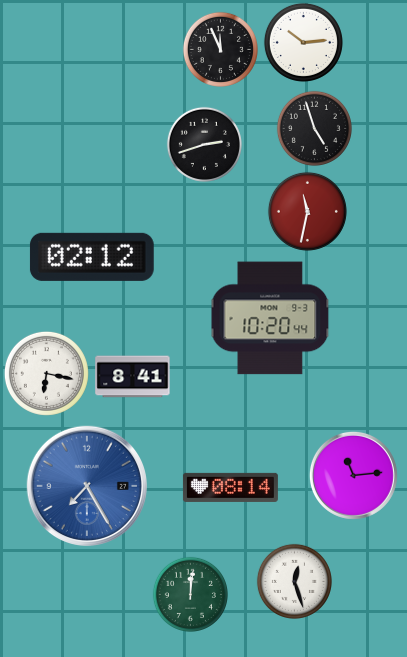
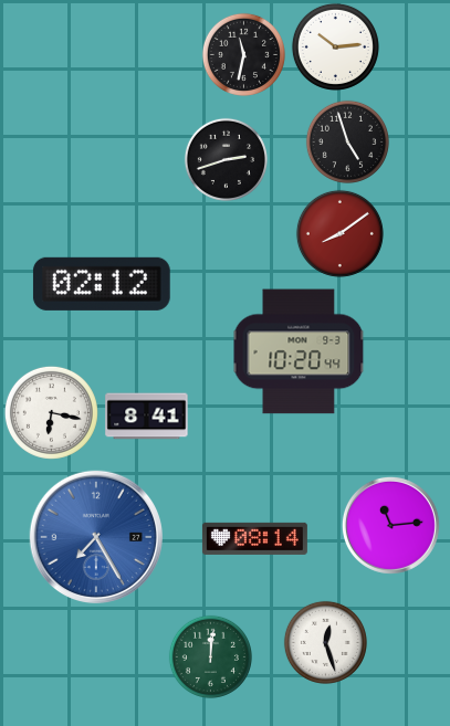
clock at (220, 49): 11:56 -> 11:32
clock at (307, 211): 11:32 -> 8:09
